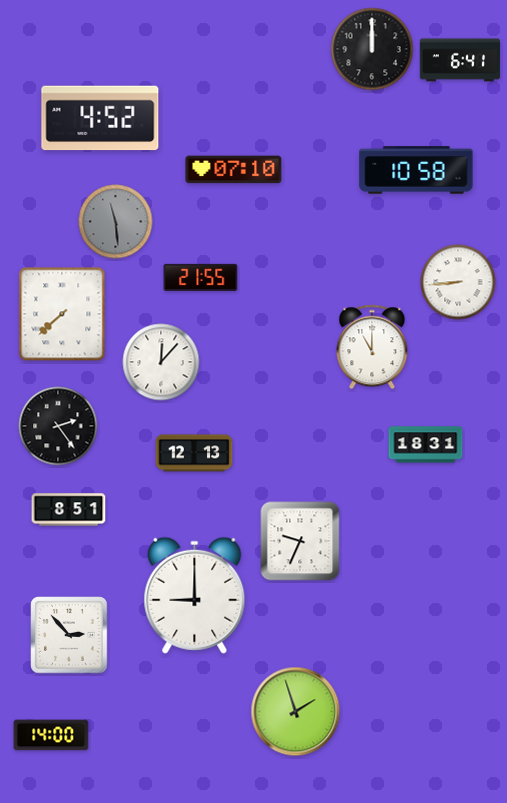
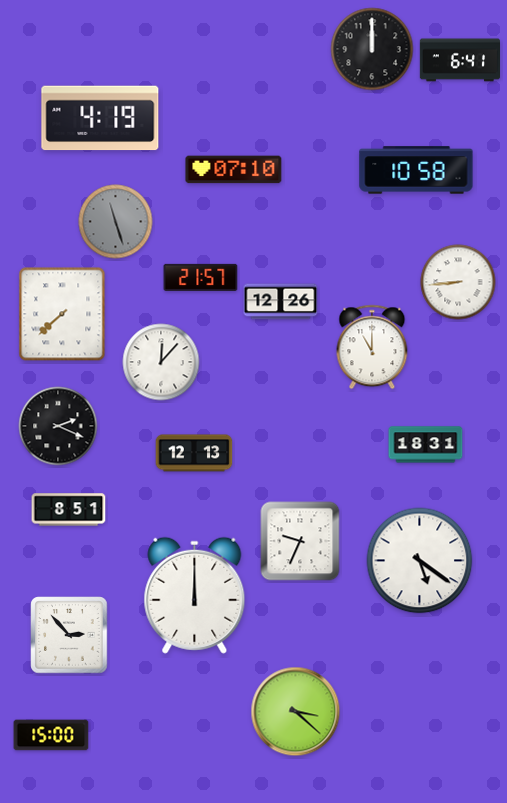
clock at (100, 118): 4:52 -> 4:19
clock at (116, 222): 11:29 -> 11:27
clock at (201, 277): 21:55 -> 21:57
clock at (281, 302): none -> 12:26
clock at (58, 426): 2:24 -> 2:19
clock at (420, 561): none -> 5:21
clock at (195, 595): 9:00 -> 12:00
clock at (296, 712): 1:57 -> 3:22
clock at (51, 735): 14:00 -> 15:00
